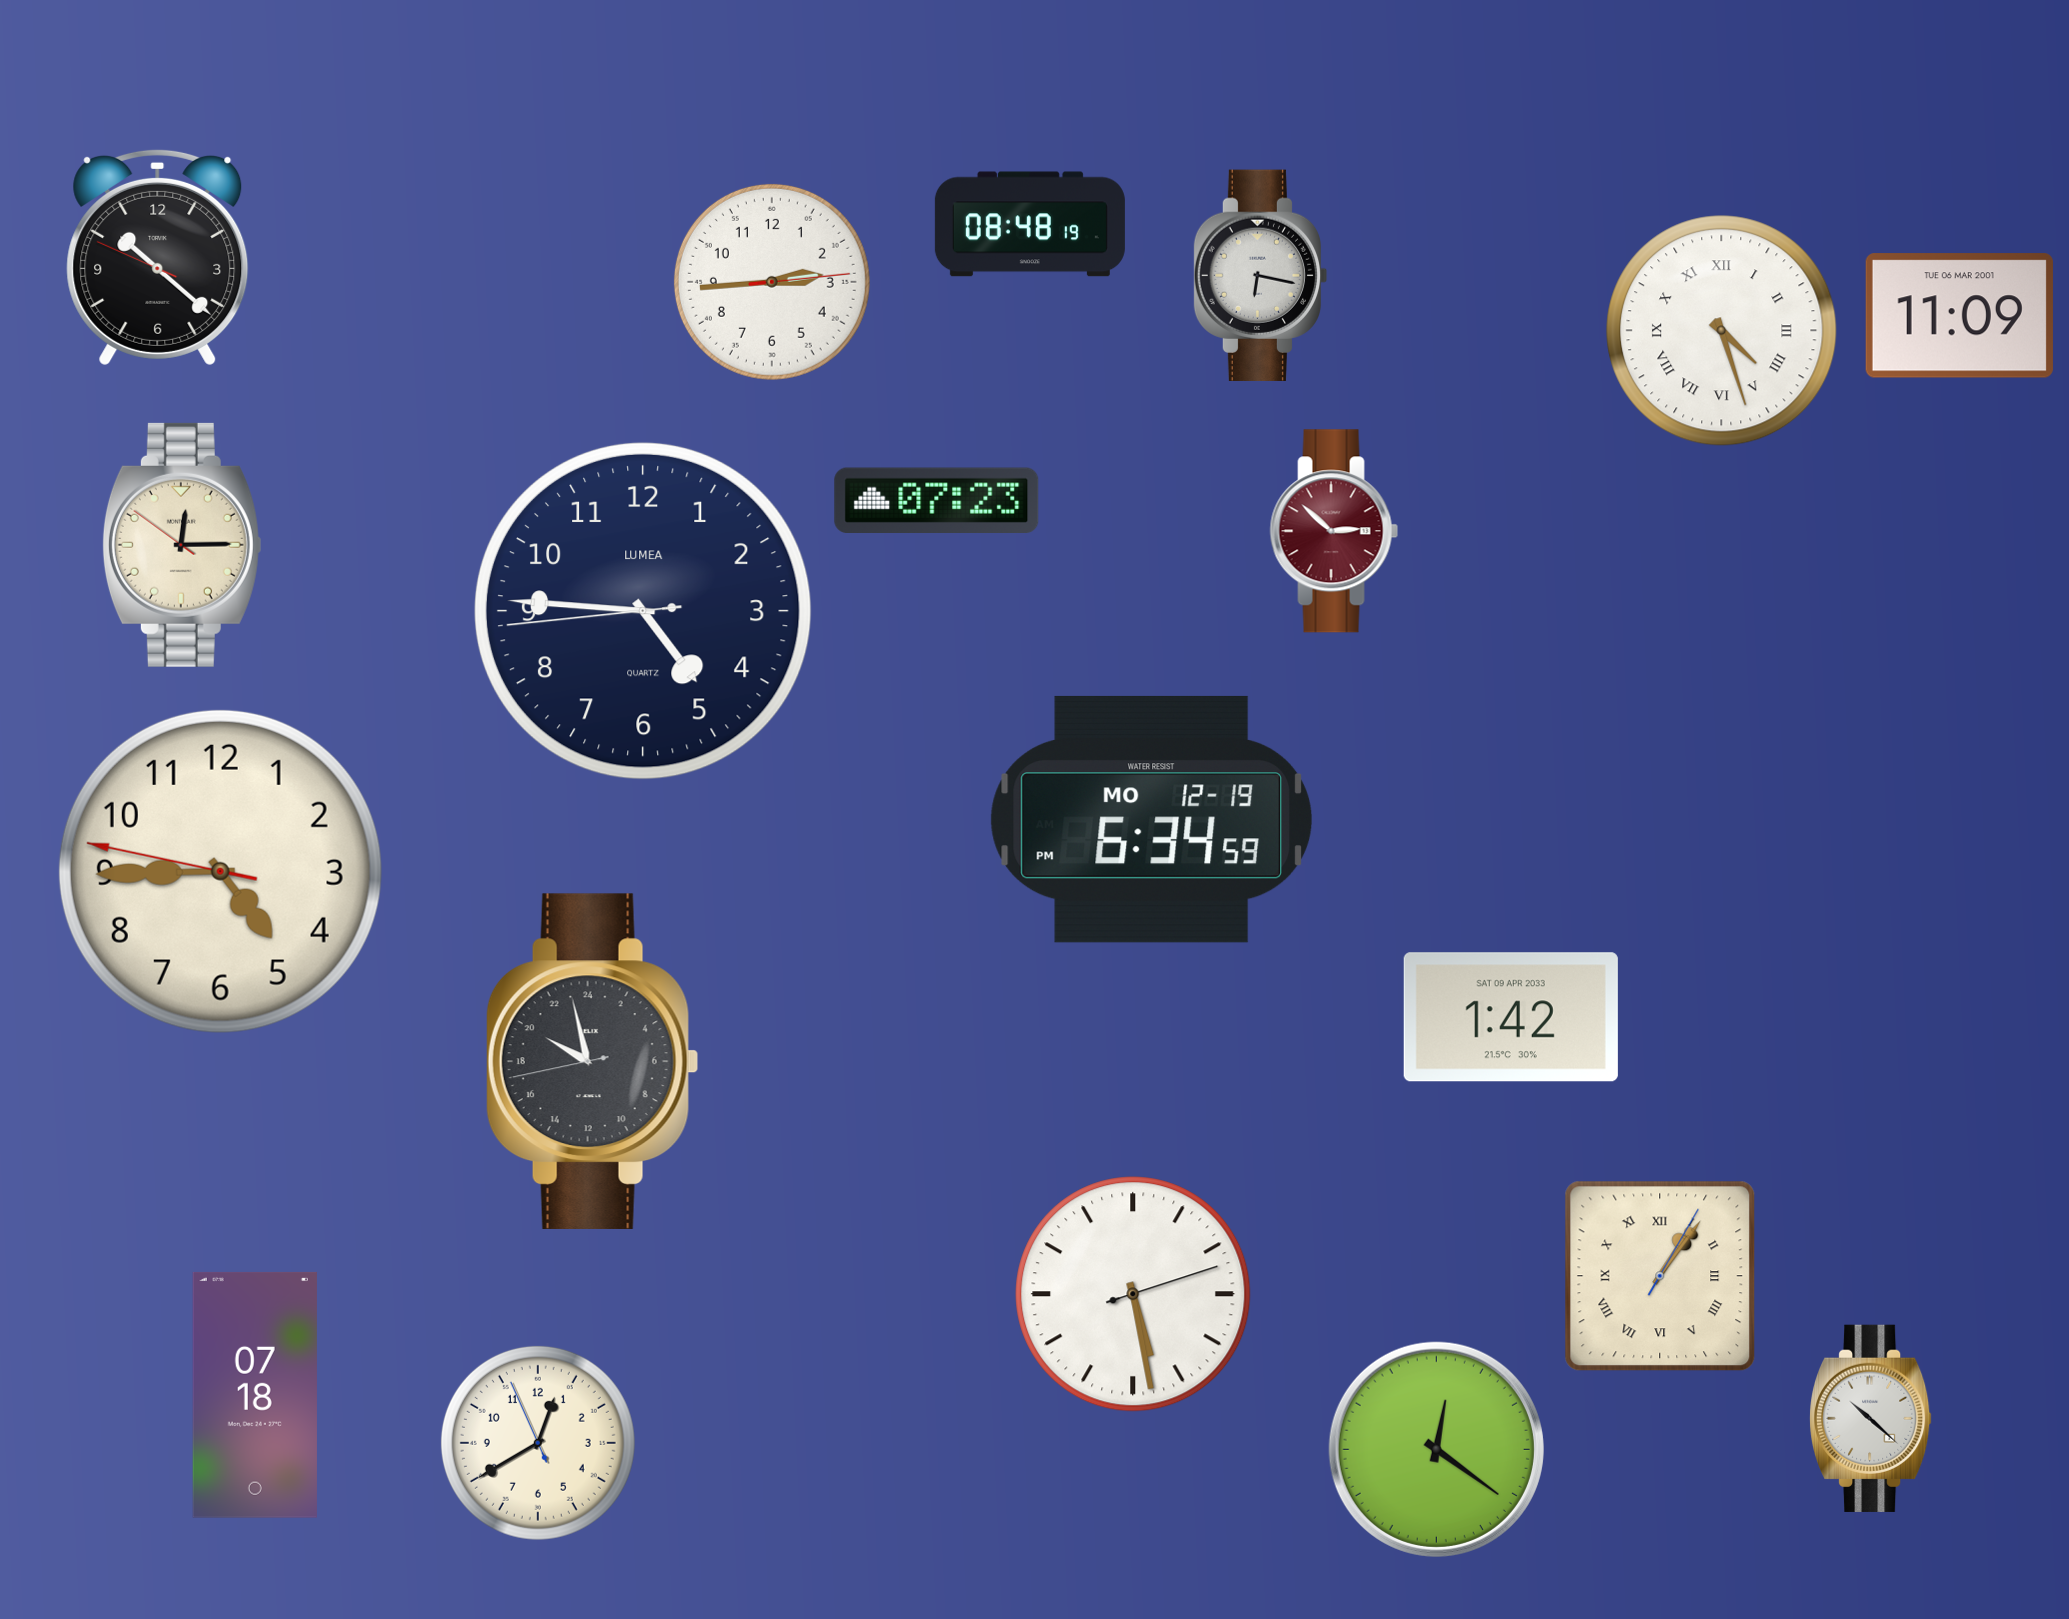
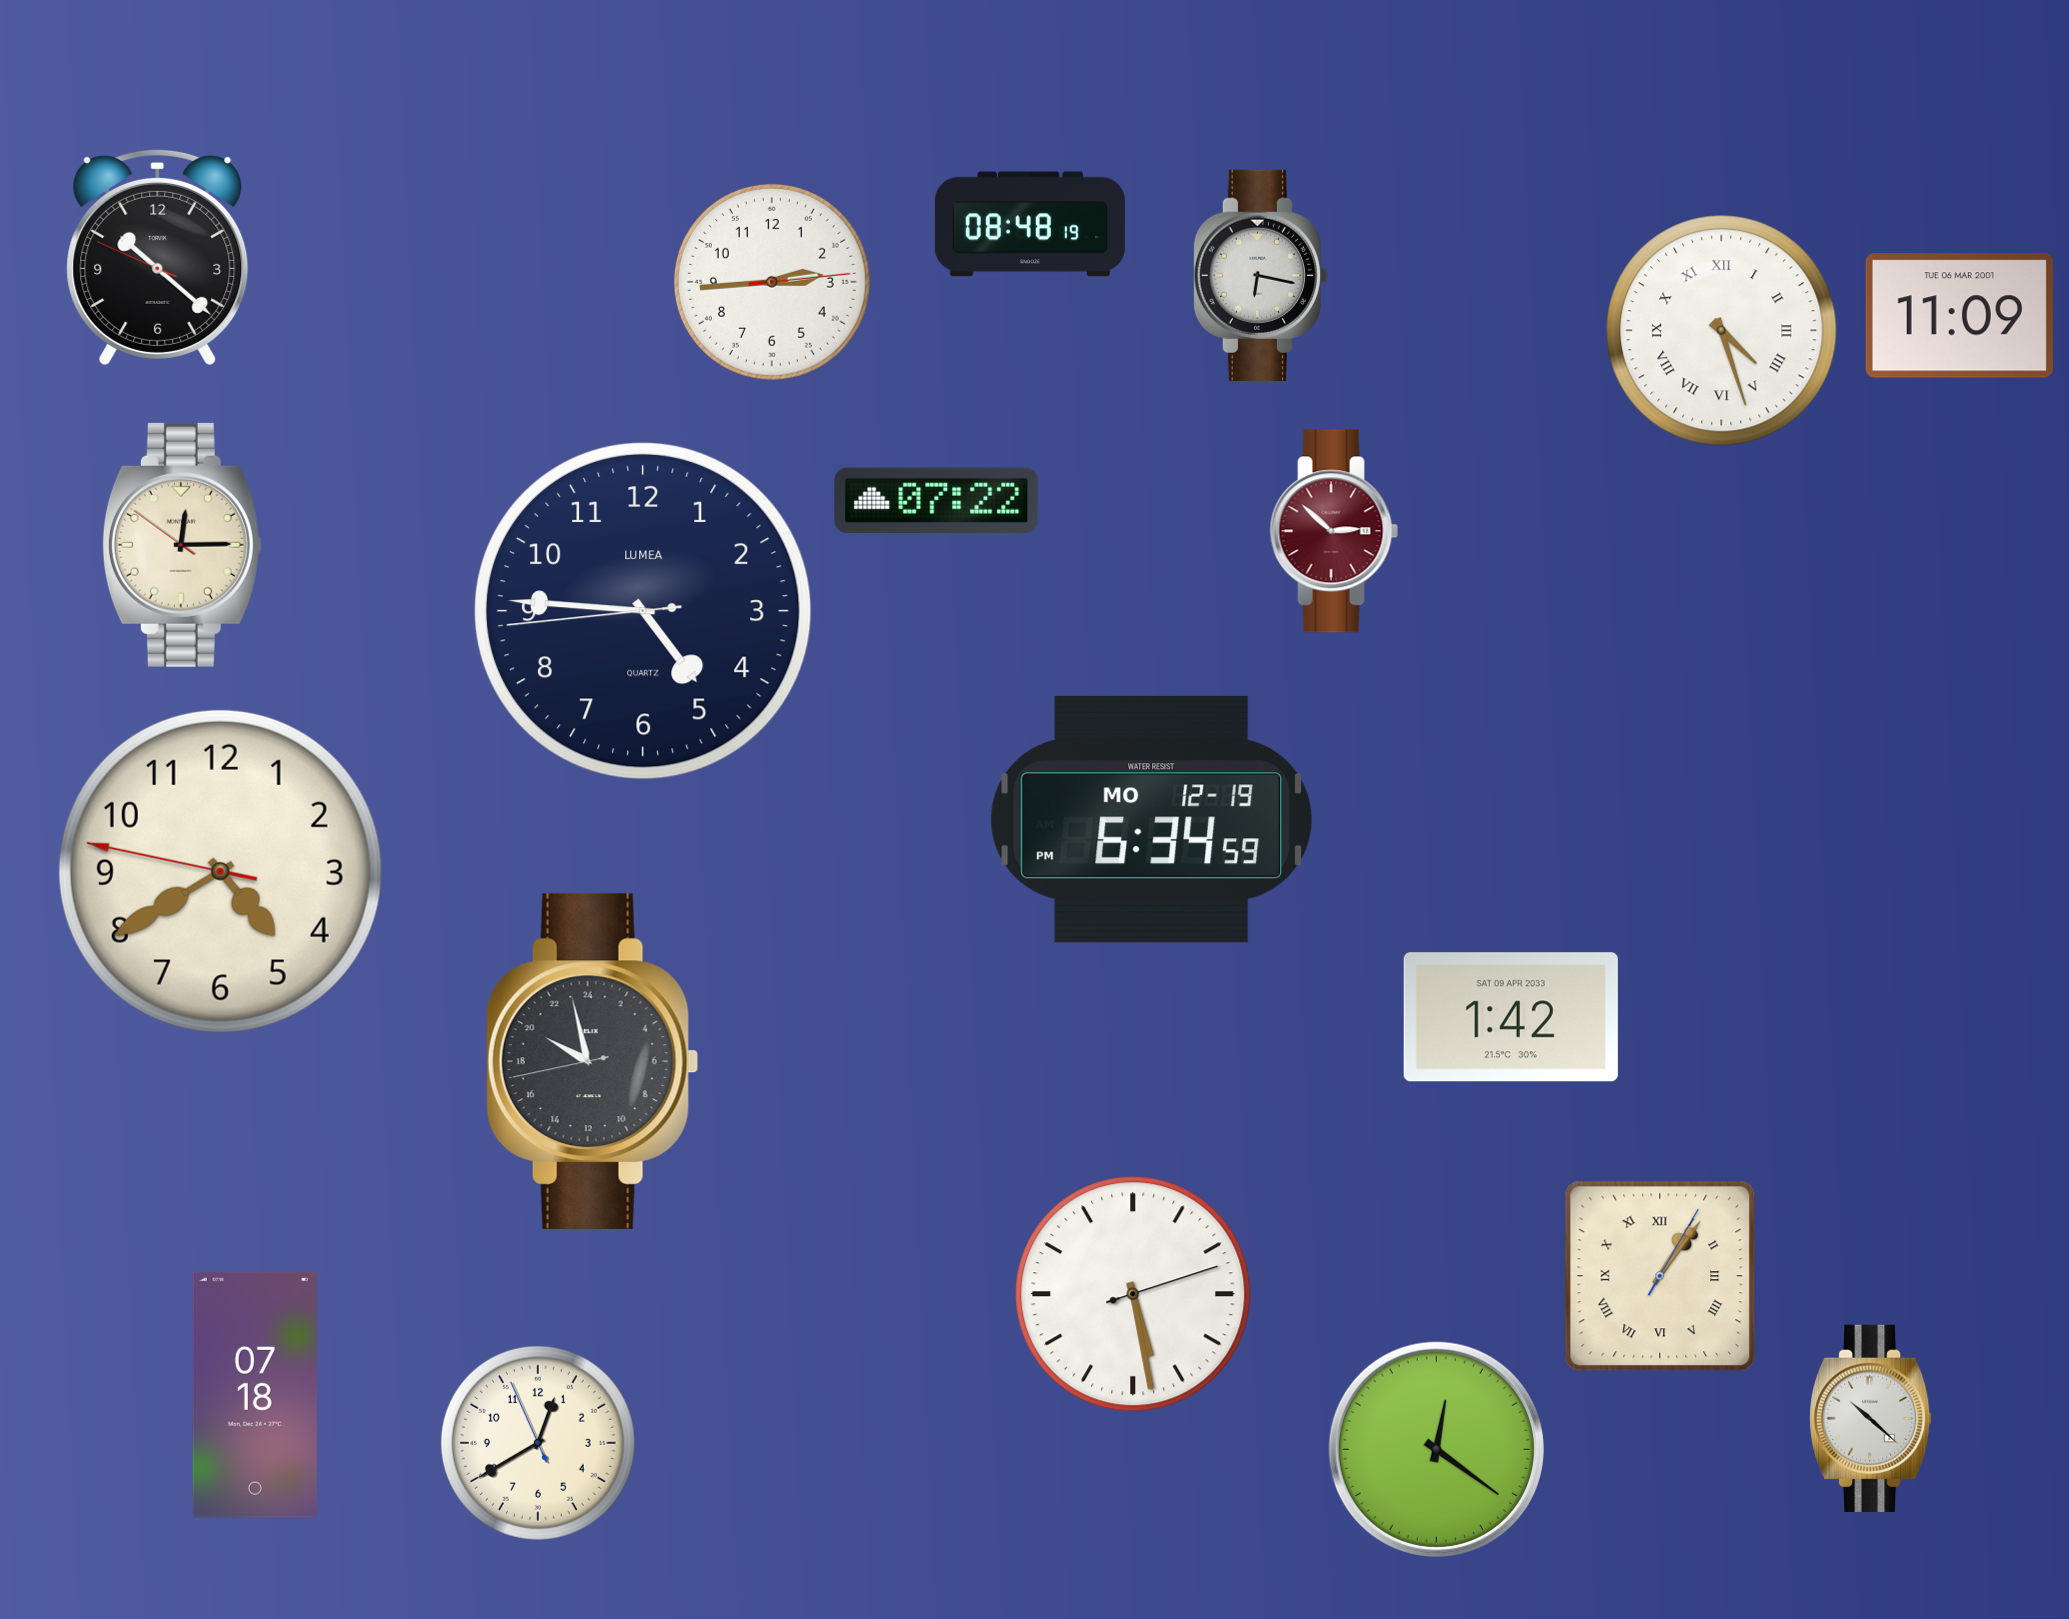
clock at (937, 500): 07:23 -> 07:22
clock at (220, 871): 4:44 -> 4:39
